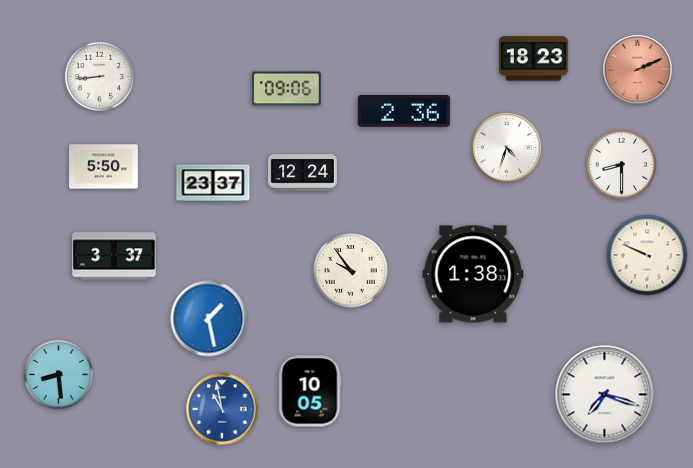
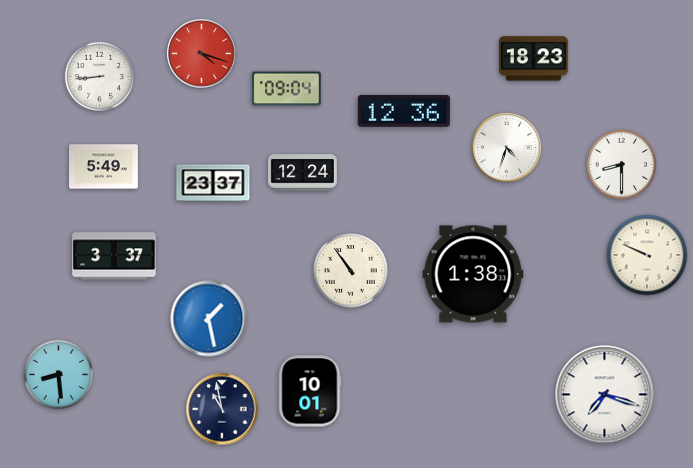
clock at (202, 54): none -> 4:18
clock at (638, 70): 2:11 -> none
clock at (286, 89): 09:06 -> 09:04
clock at (404, 111): 2:36 -> 12:36
clock at (104, 167): 5:50 -> 5:49
clock at (351, 271): 9:54 -> 10:54
clock at (310, 391): 10:05 -> 10:01
clock at (222, 409) dial: blue -> navy
